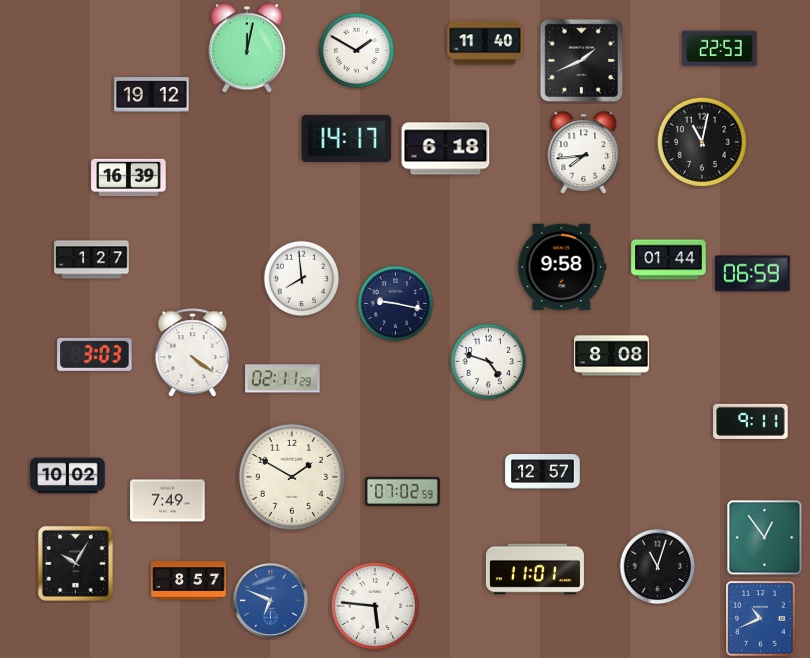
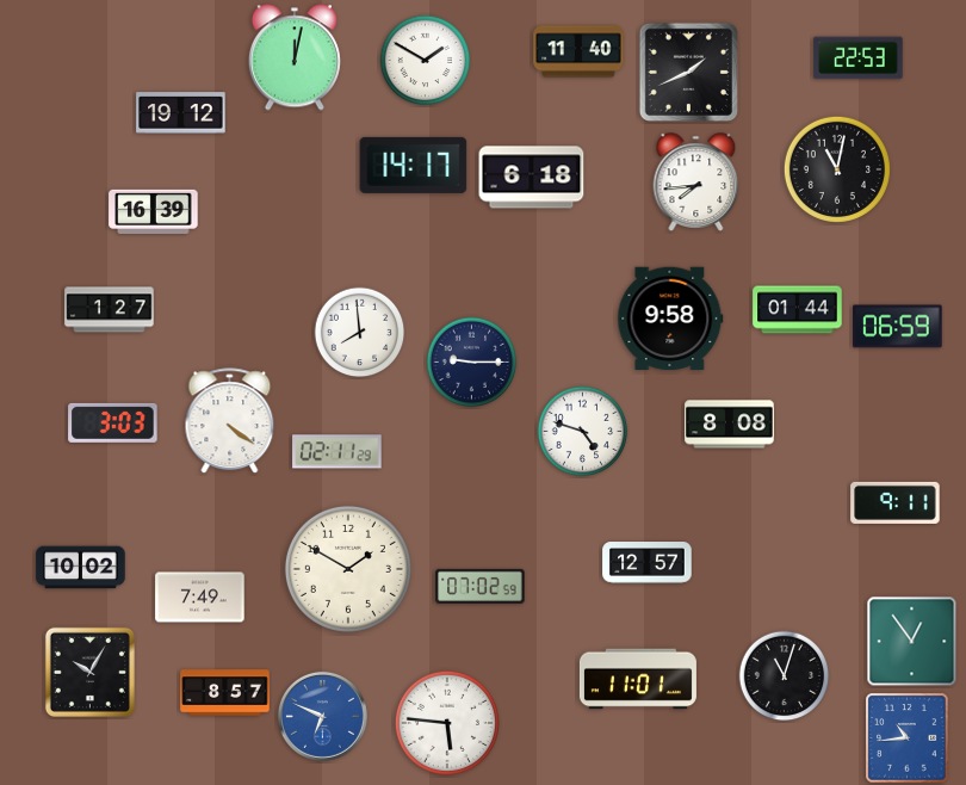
clock at (581, 60) position: (581, 60) -> (688, 72)
clock at (396, 304): 9:17 -> 9:15
clock at (761, 619): 10:41 -> 10:44
